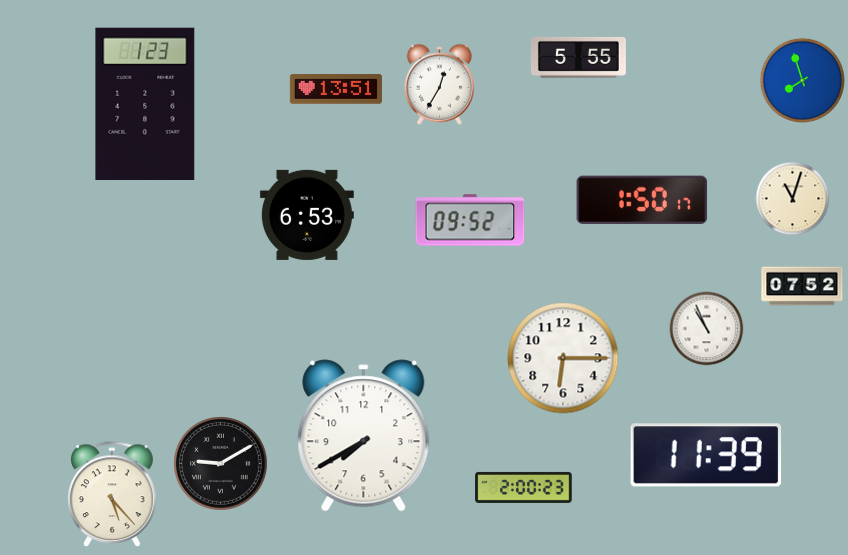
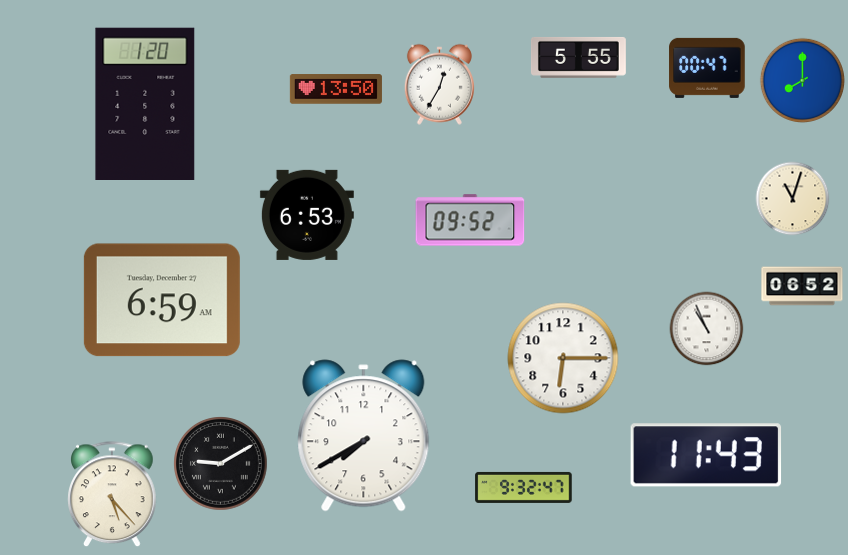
clock at (707, 68): none -> 00:47
clock at (802, 80): 7:57 -> 8:00
clock at (336, 89): 13:51 -> 13:50
clock at (145, 103): 1:23 -> 1:20
clock at (642, 200): 1:50 -> none
clock at (802, 286): 07:52 -> 06:52
clock at (162, 300): none -> 6:59
clock at (706, 455): 11:39 -> 11:43
clock at (524, 487): 2:00 -> 9:32
